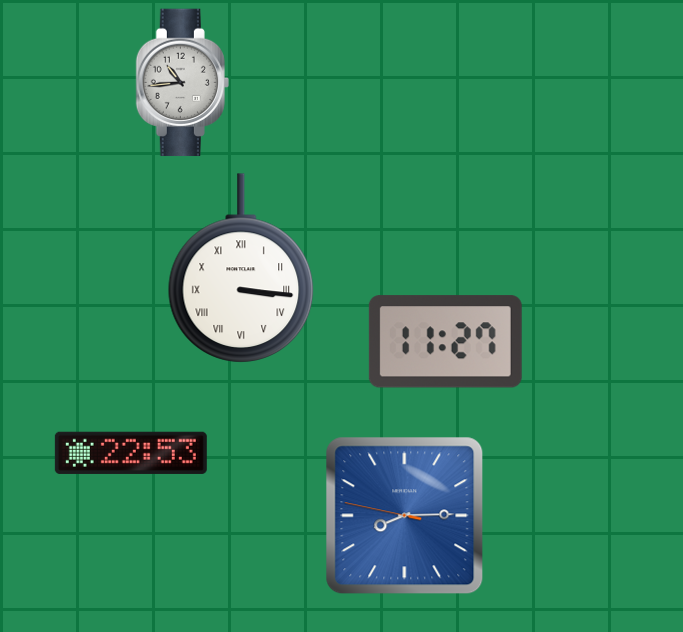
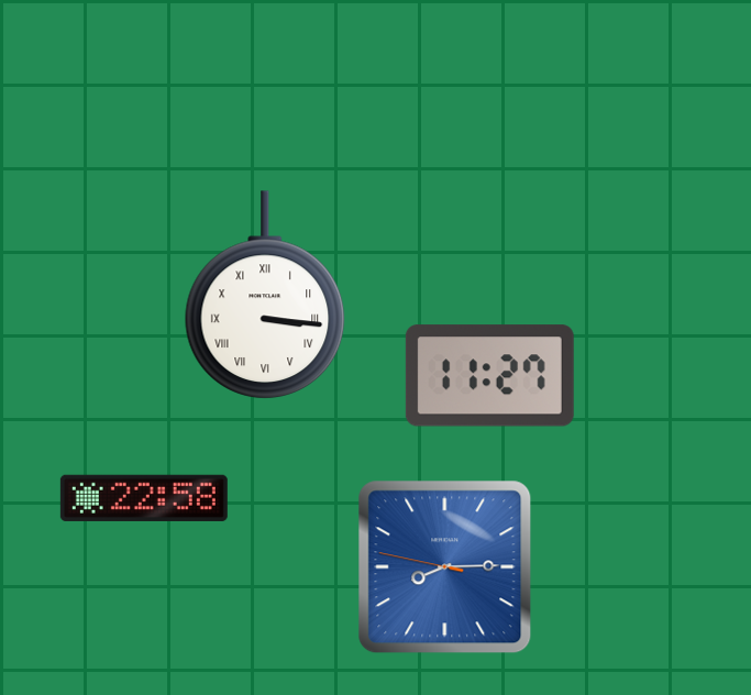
clock at (182, 83): 10:44 -> none
clock at (131, 453): 22:53 -> 22:58
